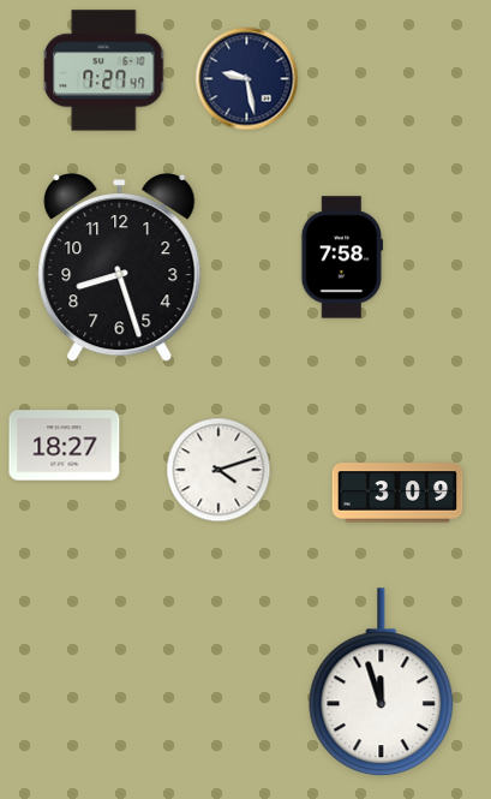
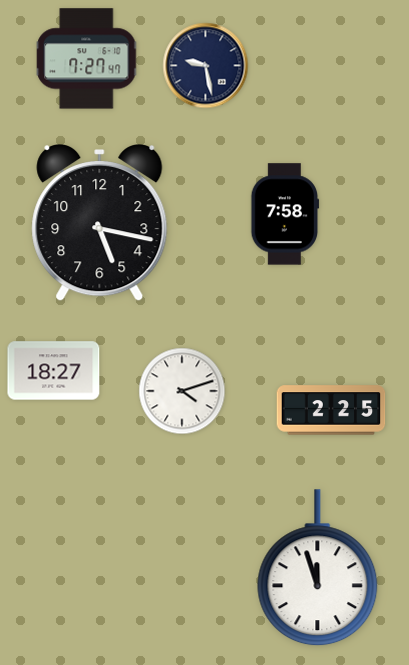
clock at (120, 268): 8:27 -> 5:17
clock at (397, 493): 3:09 -> 2:25
